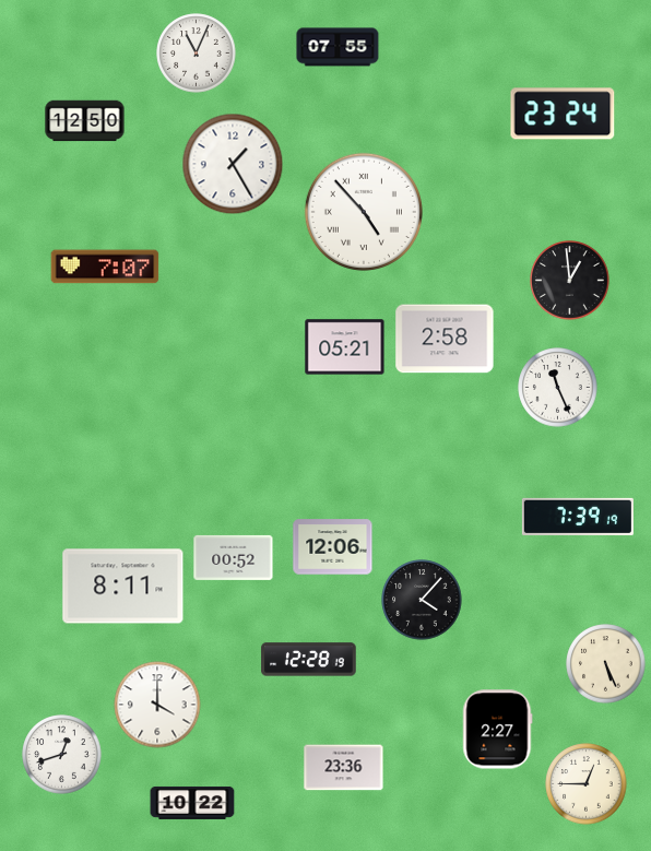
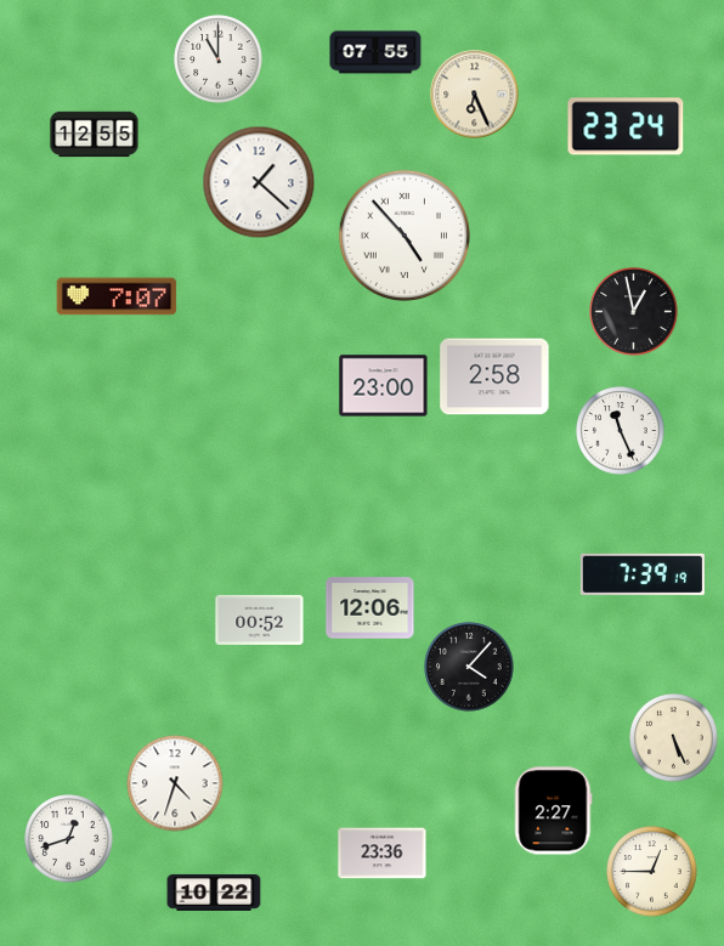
clock at (197, 54): 11:04 -> 11:00
clock at (475, 95): none -> 6:26
clock at (85, 121): 12:50 -> 12:55
clock at (233, 164): 1:25 -> 1:22
clock at (570, 281): 12:59 -> 12:58
clock at (345, 347): 05:21 -> 23:00
clock at (123, 587): 8:11 -> none
clock at (309, 660): 12:28 -> none
clock at (157, 705): 4:00 -> 4:33
